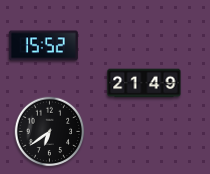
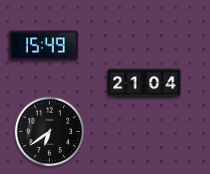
clock at (43, 46): 15:52 -> 15:49
clock at (144, 83): 21:49 -> 21:04
